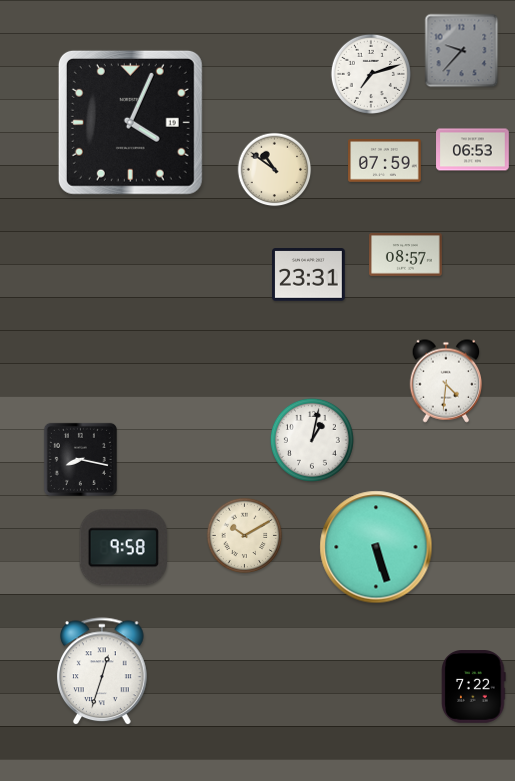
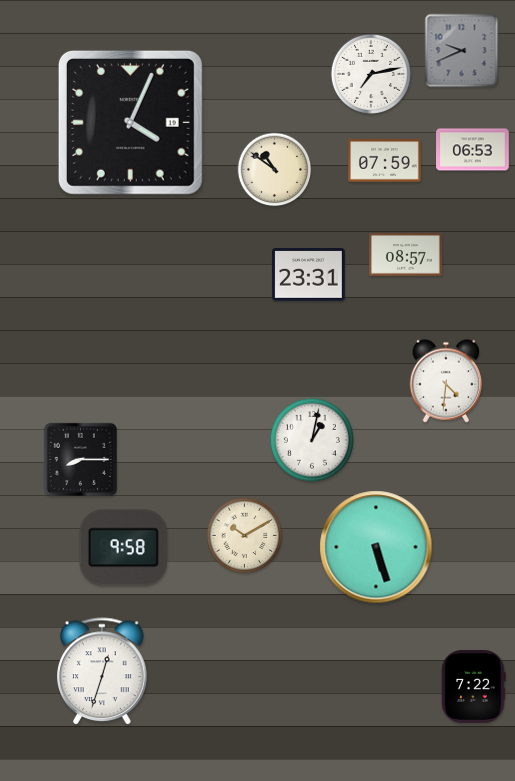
clock at (462, 51): 9:37 -> 9:41
clock at (371, 74): 7:12 -> 7:13
clock at (80, 459): 8:17 -> 8:15
